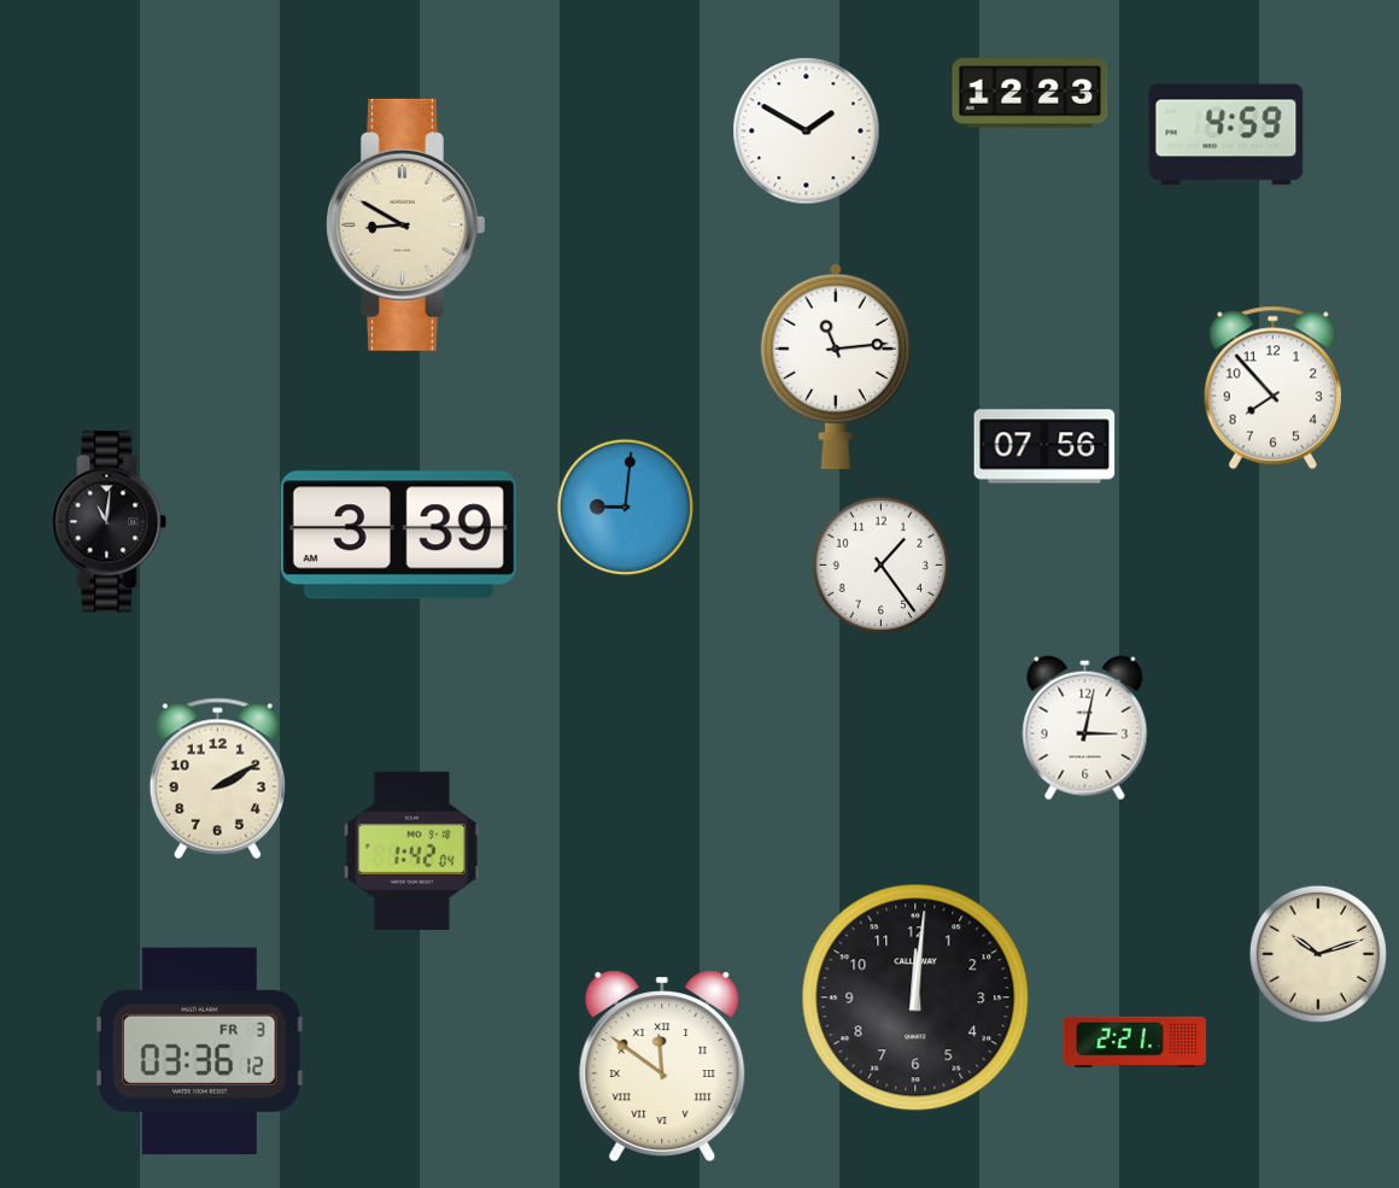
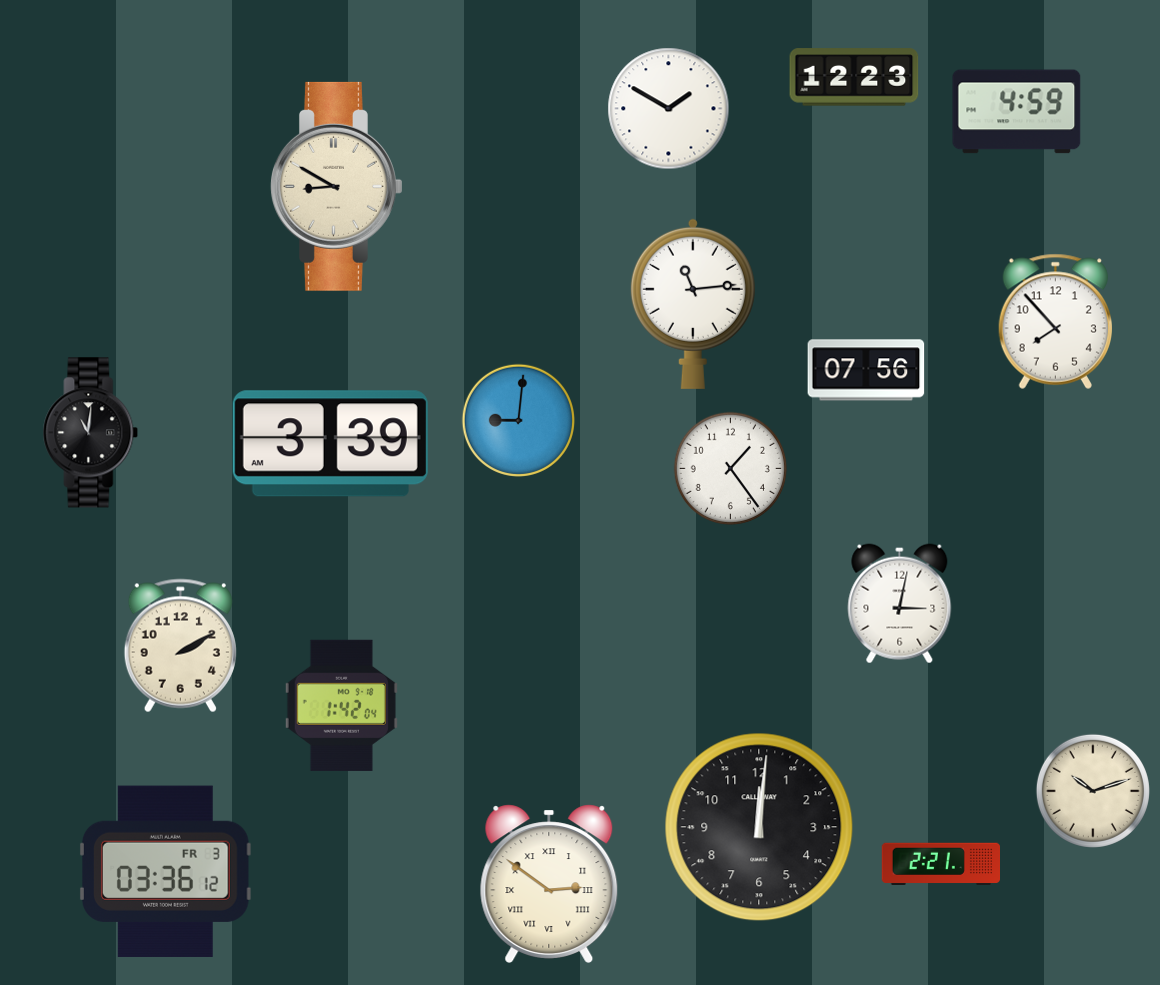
clock at (662, 1066): 11:51 -> 2:51
